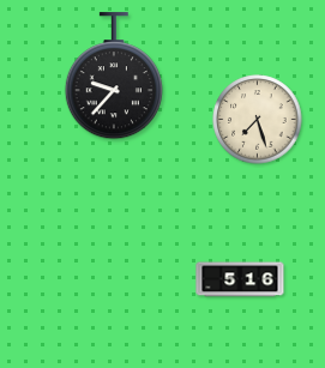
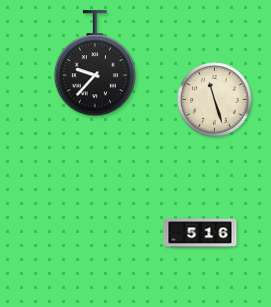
clock at (258, 120): 7:27 -> 11:27
